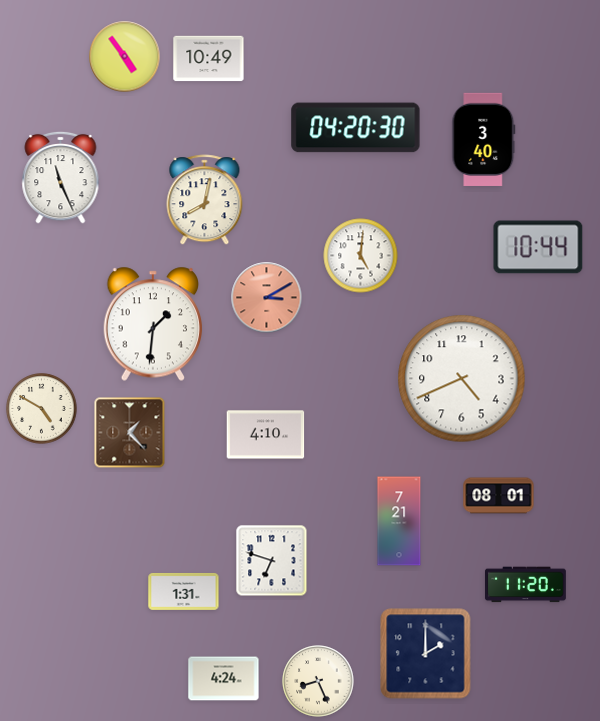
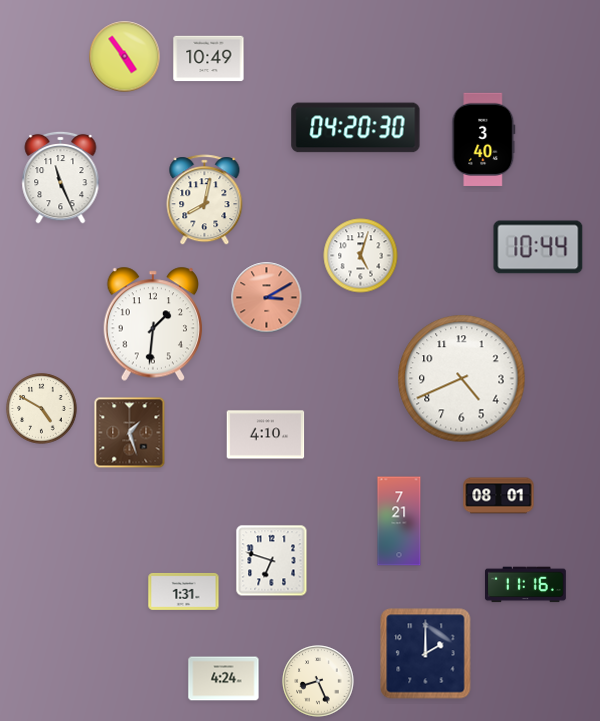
clock at (361, 256): 5:01 -> 5:03
clock at (130, 433): 1:23 -> 1:27
clock at (525, 585): 11:20 -> 11:16
